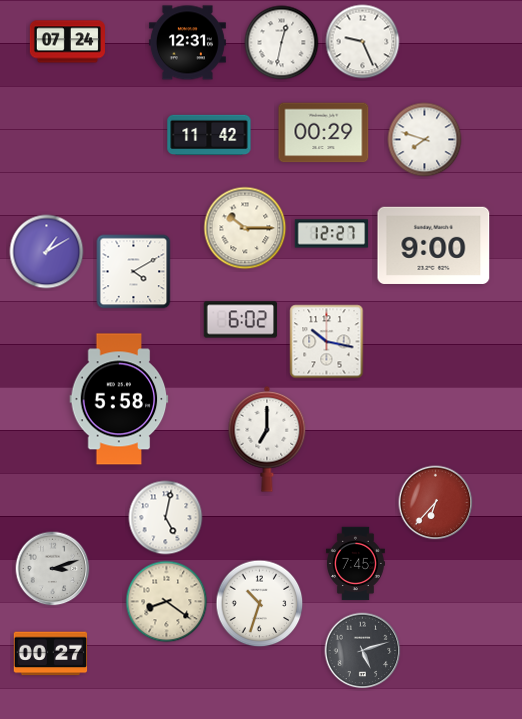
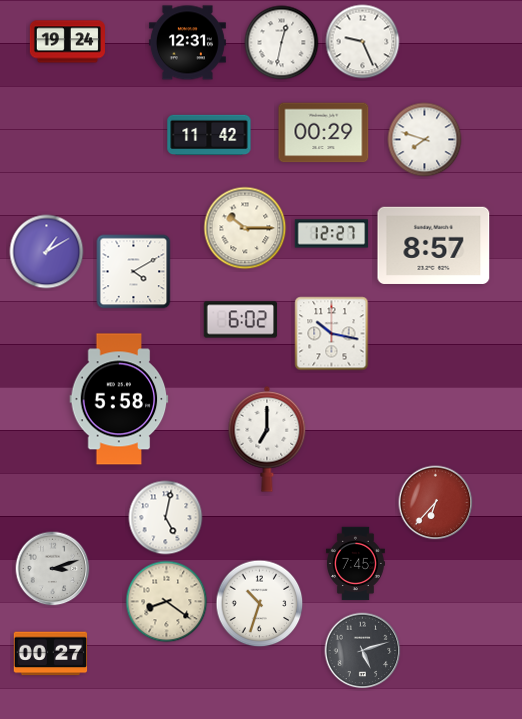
clock at (67, 42): 07:24 -> 19:24
clock at (434, 245): 9:00 -> 8:57
clock at (327, 342) position: (327, 342) -> (332, 334)
